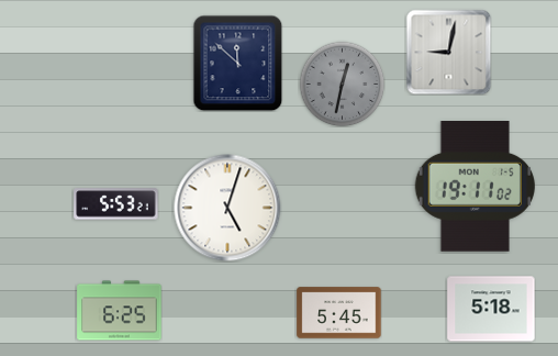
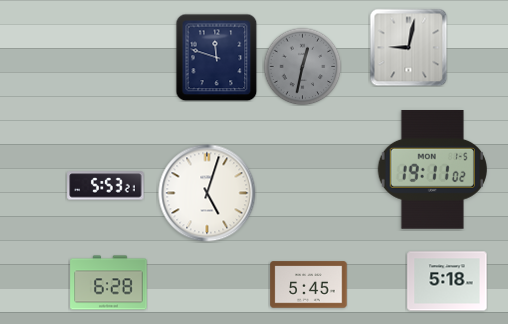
clock at (238, 63): 11:52 -> 11:48
clock at (342, 84) position: (342, 84) -> (302, 66)
clock at (227, 208) position: (227, 208) -> (207, 193)
clock at (120, 311): 6:25 -> 6:28
